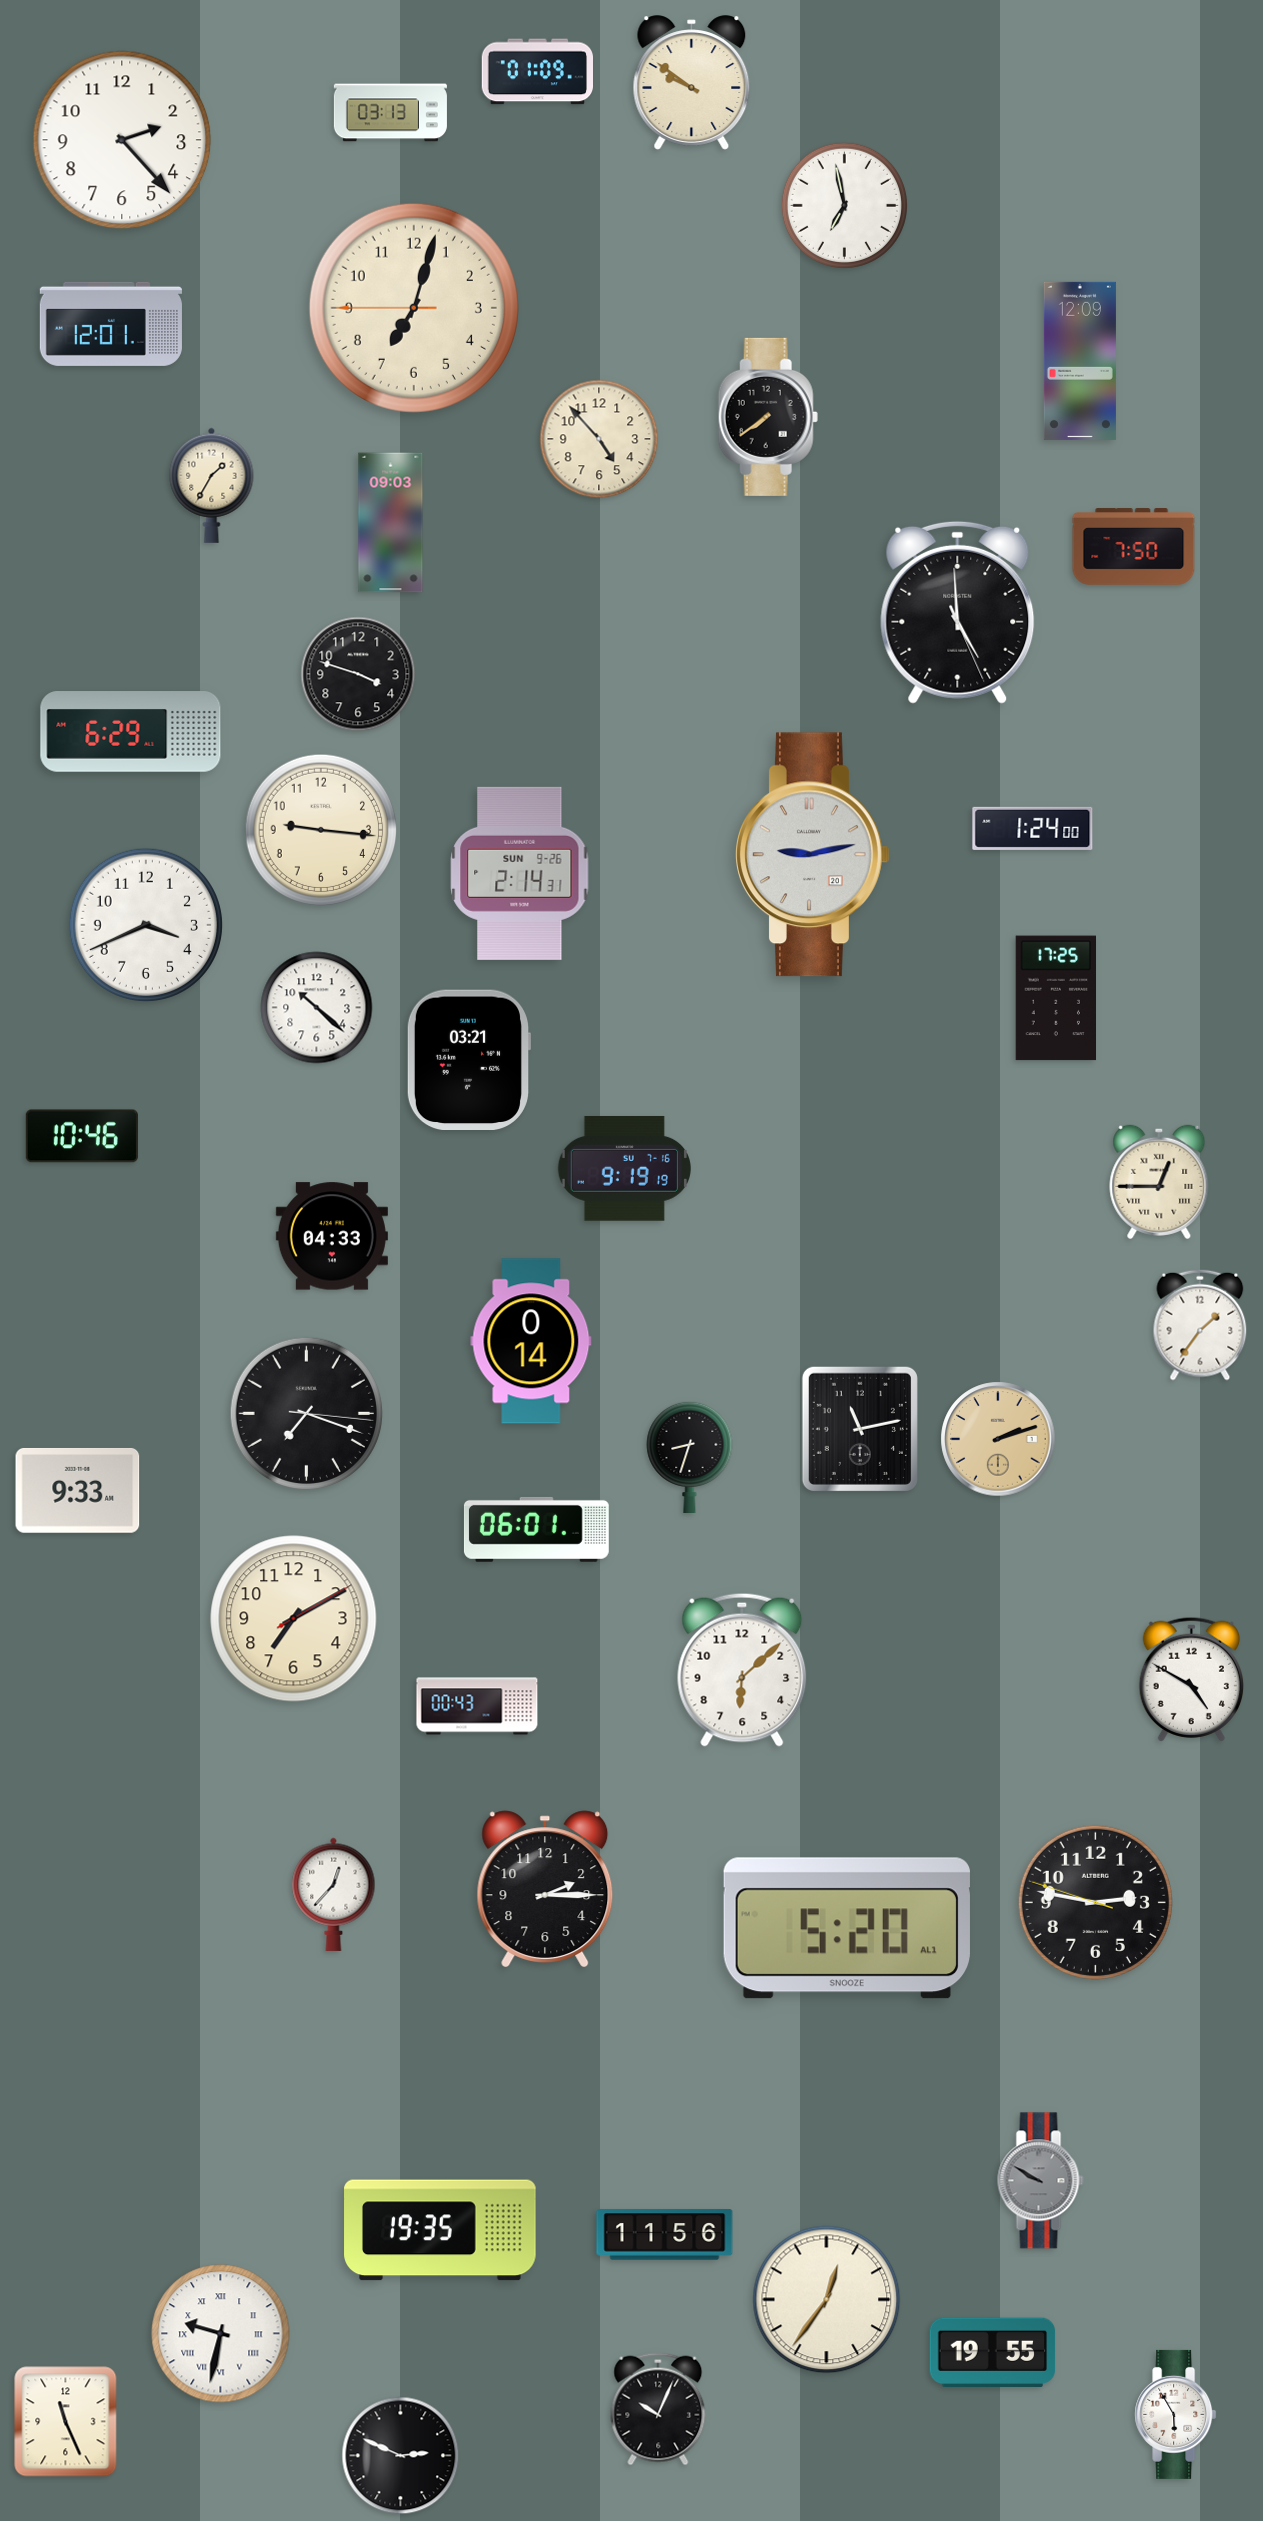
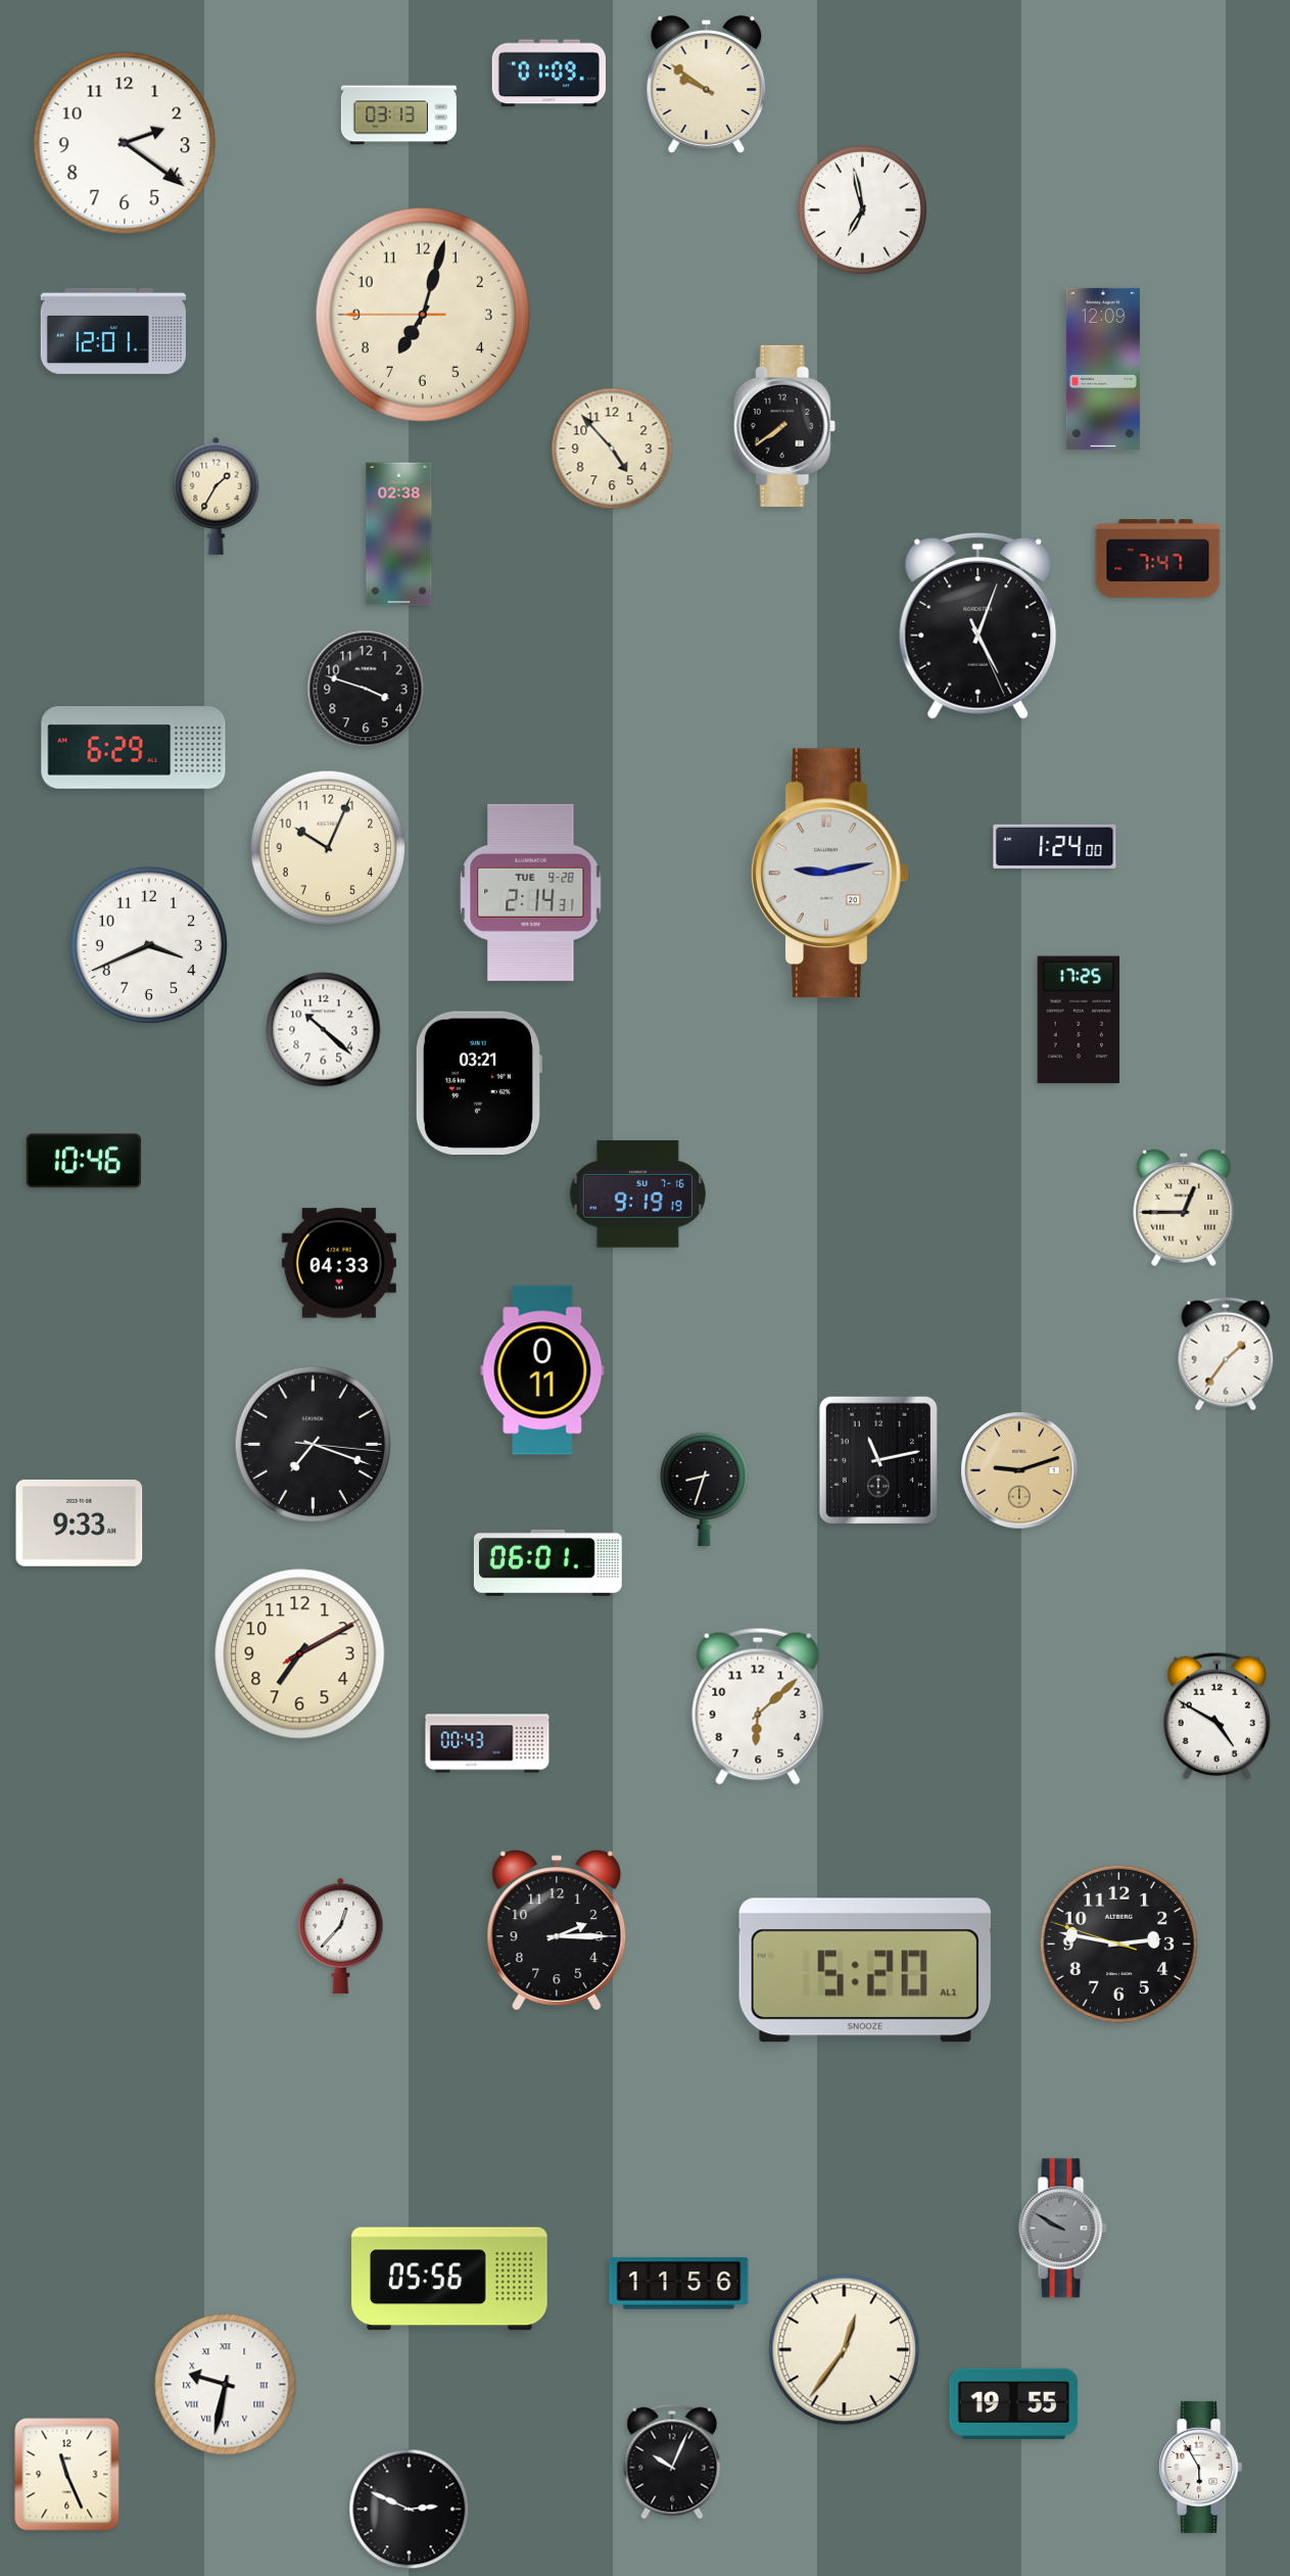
clock at (122, 140): 2:23 -> 2:21
clock at (391, 523): 09:03 -> 02:38
clock at (1134, 547): 7:50 -> 7:47
clock at (958, 612): 4:59 -> 5:03
clock at (321, 830): 9:16 -> 10:04
clock at (520, 873) date: SUN 9-26 -> TUE 9-28
clock at (531, 1341): 0:14 -> 0:11
clock at (998, 1439): 2:12 -> 9:12
clock at (440, 2230): 19:35 -> 05:56
